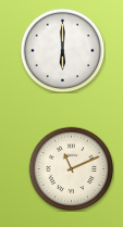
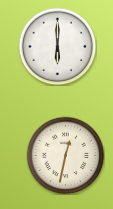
clock at (71, 168): 11:11 -> 12:32
